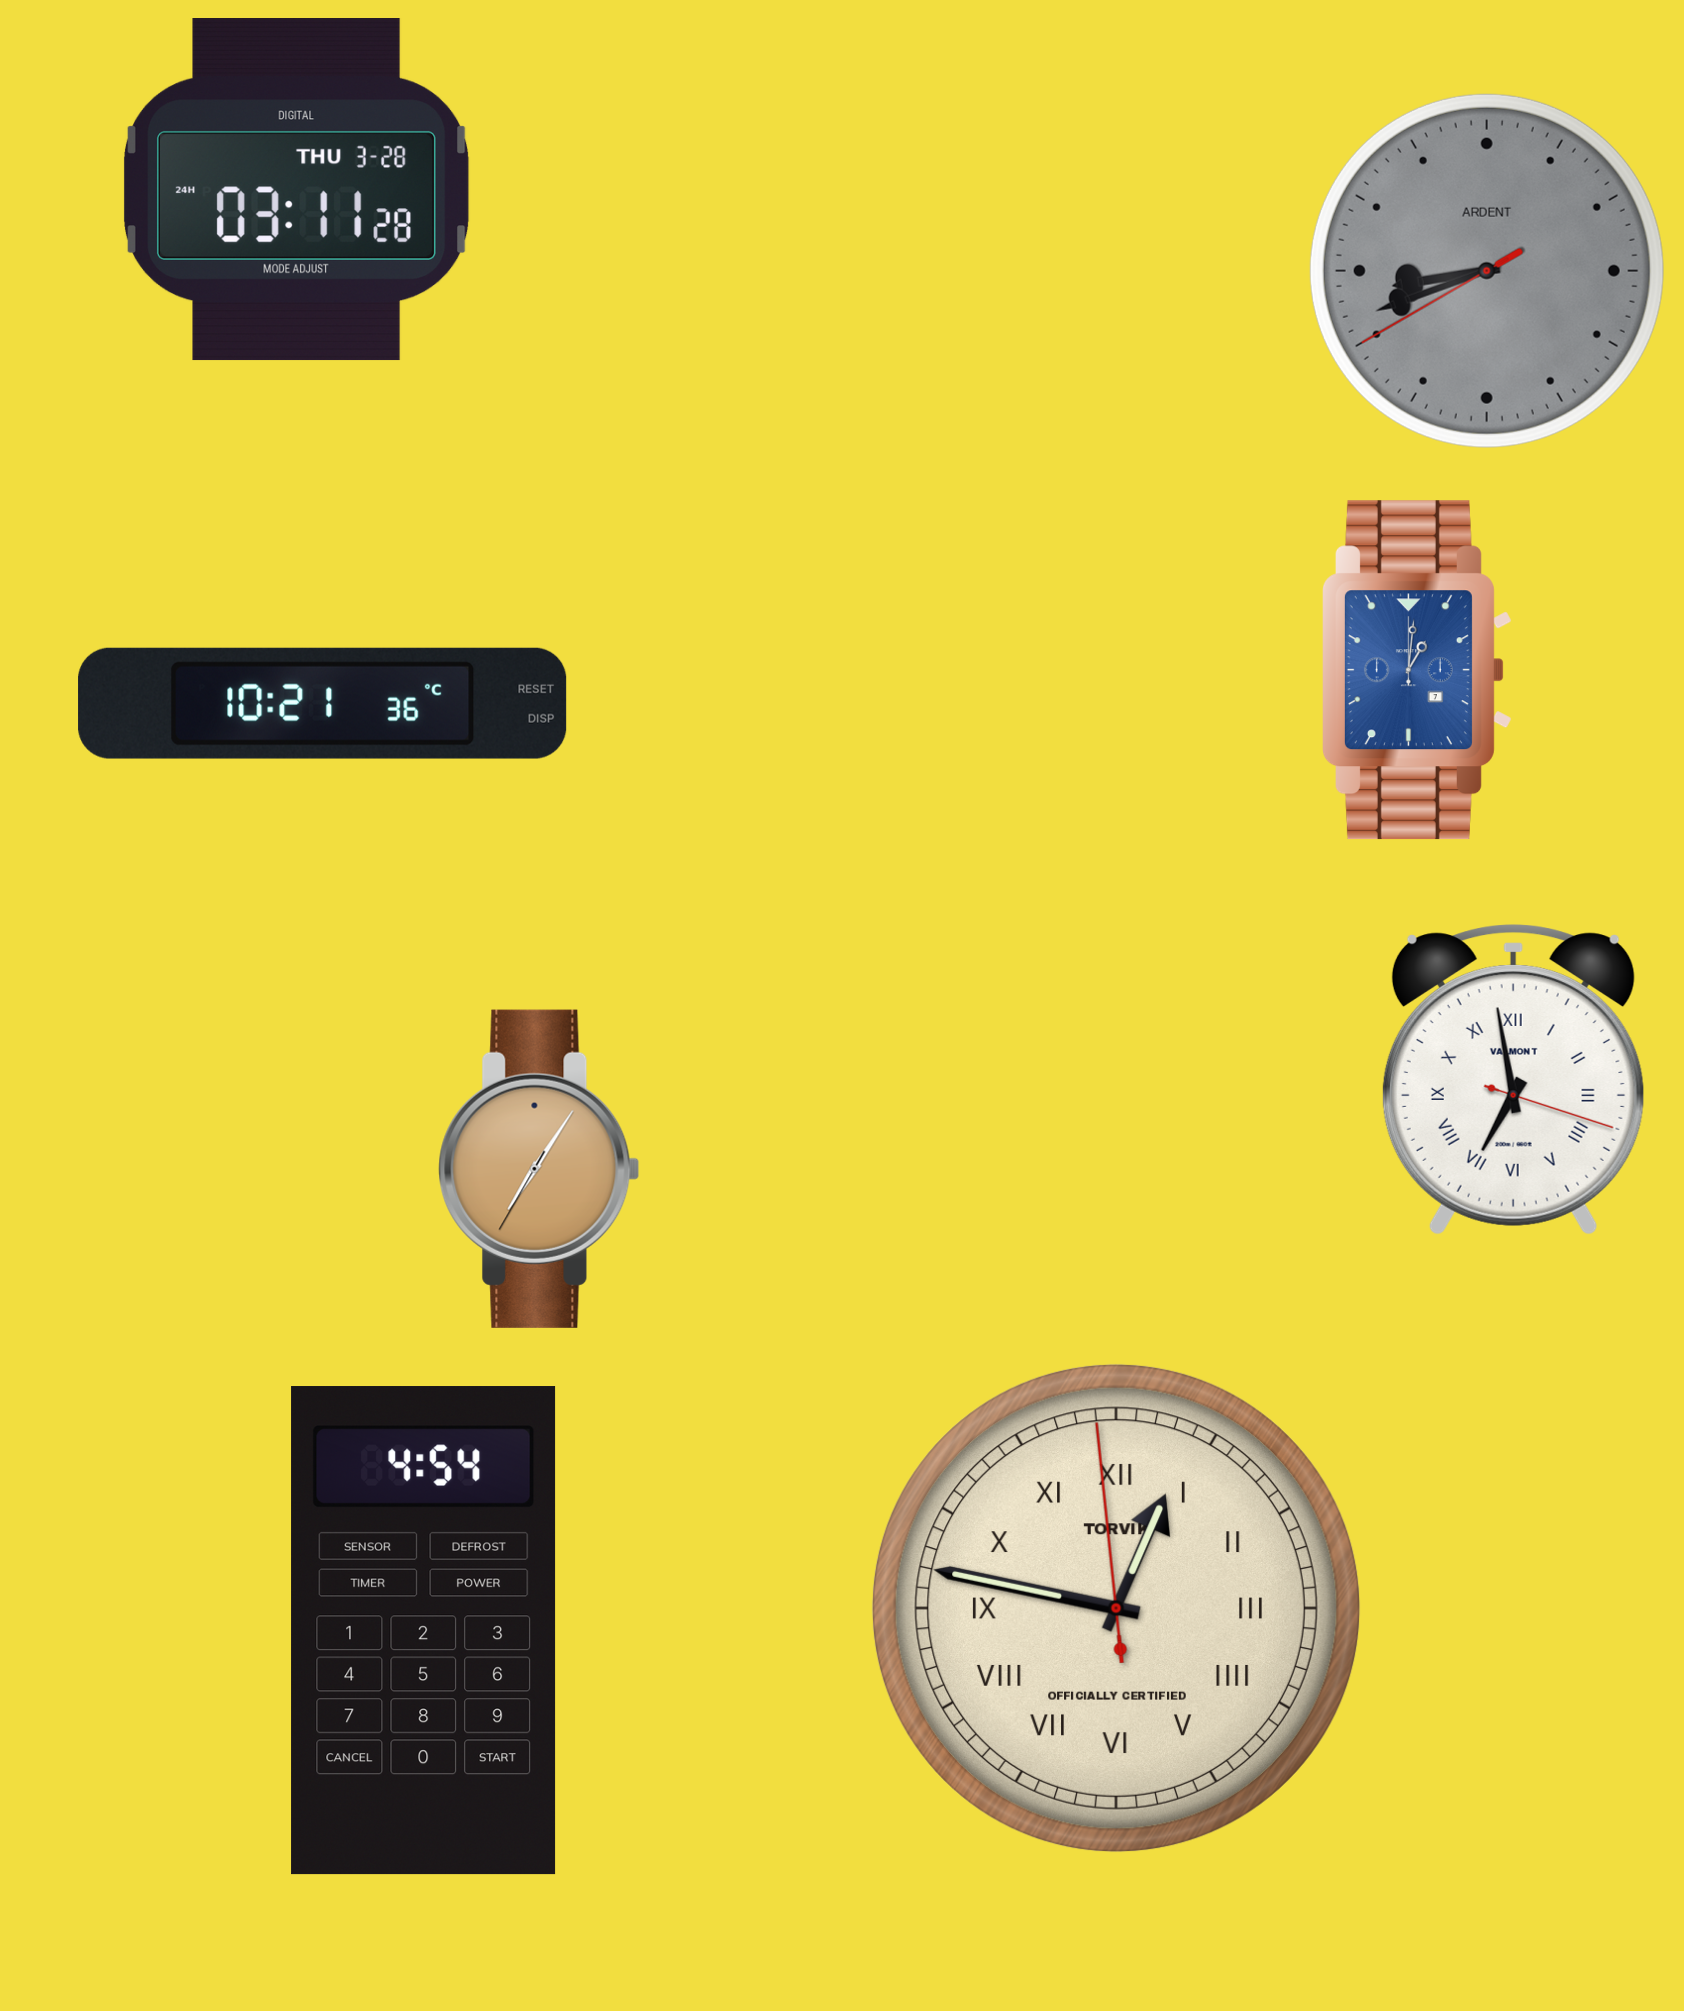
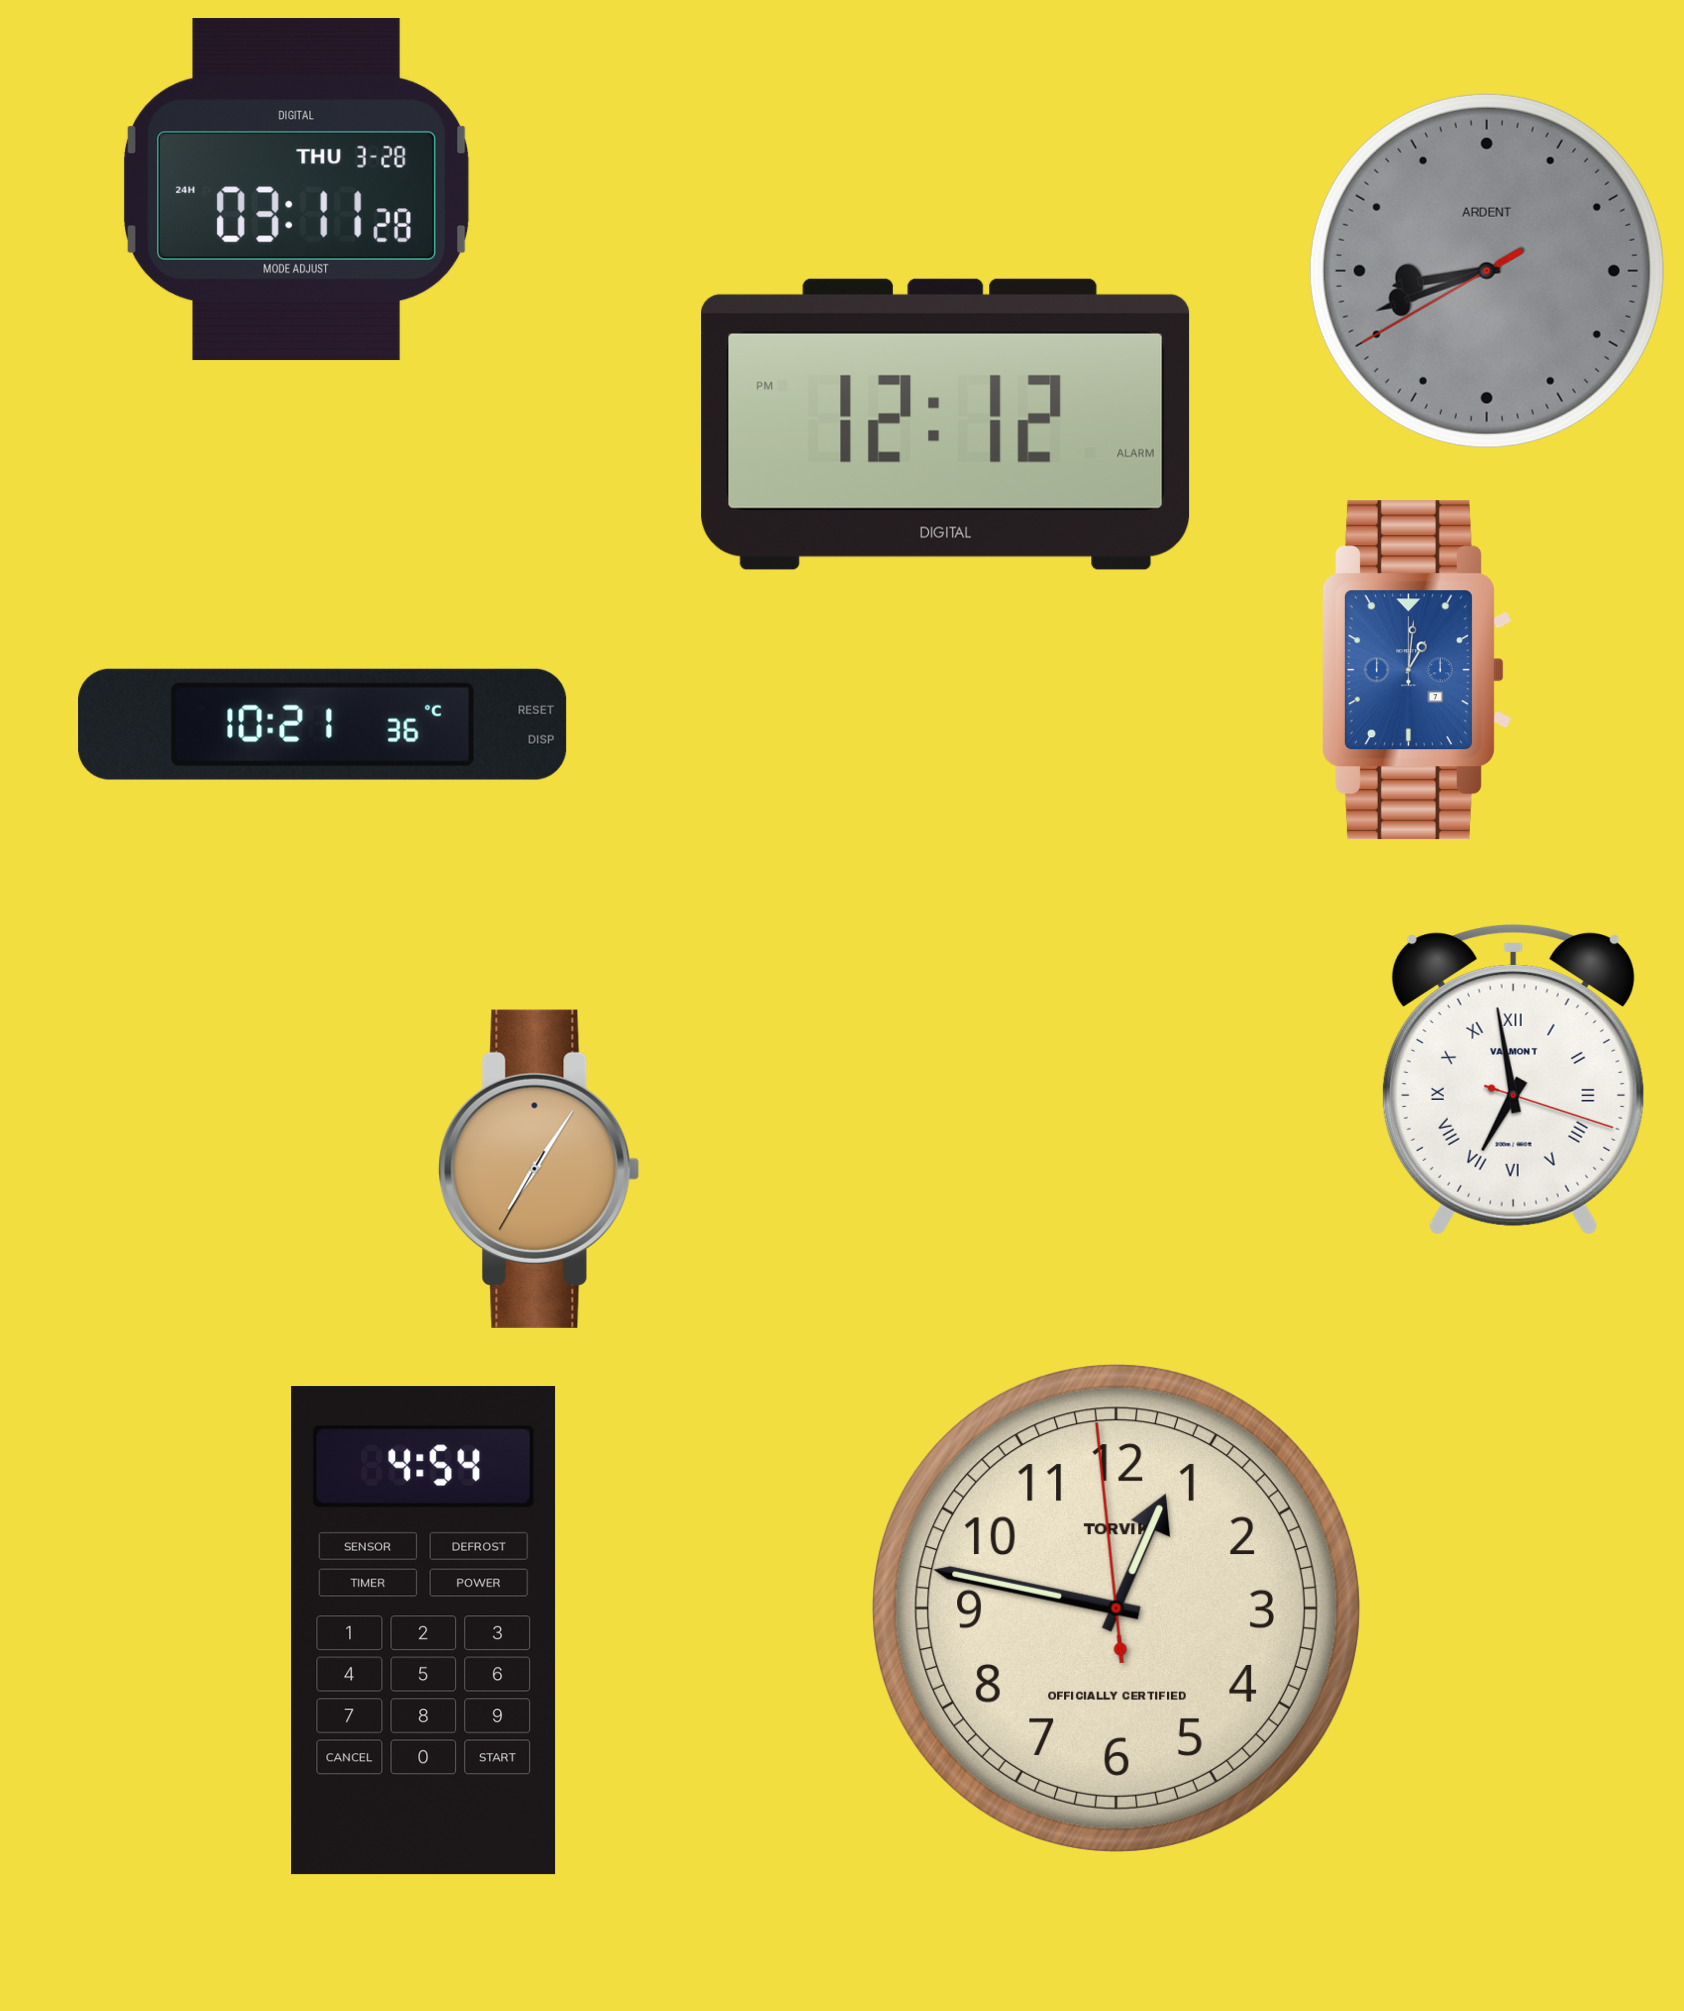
clock at (946, 424): none -> 12:12
clock at (323, 703) position: (323, 703) -> (323, 724)
clock at (1116, 1608) numerals: Roman -> Arabic
